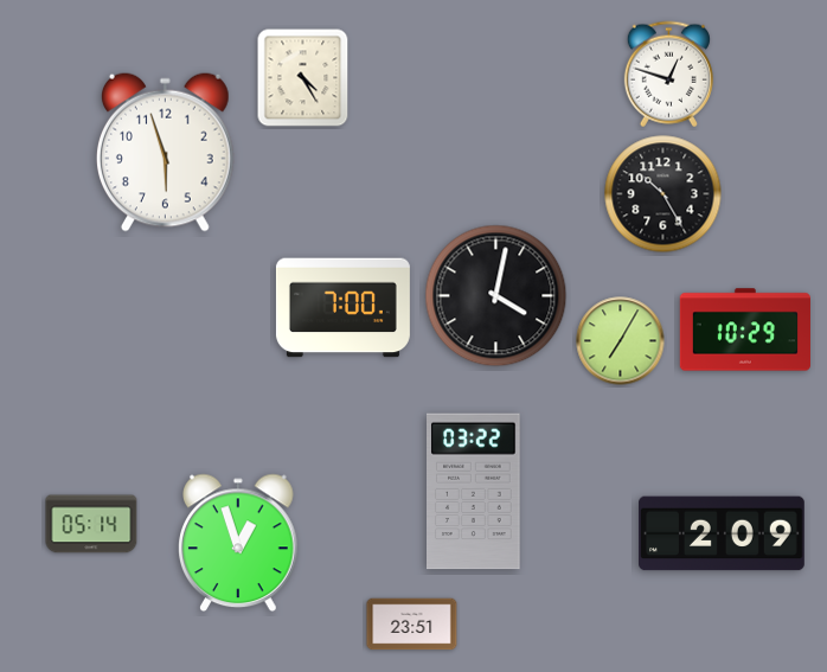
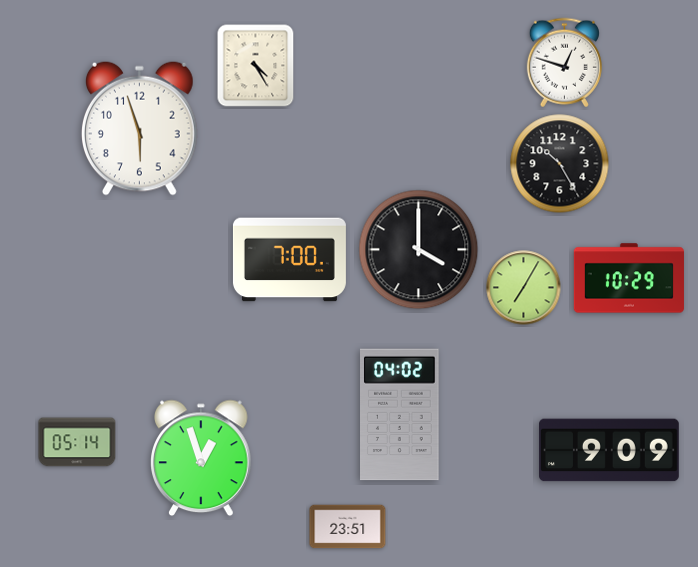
clock at (496, 296): 4:02 -> 4:00
clock at (474, 492): 03:22 -> 04:02
clock at (723, 533): 2:09 -> 9:09
